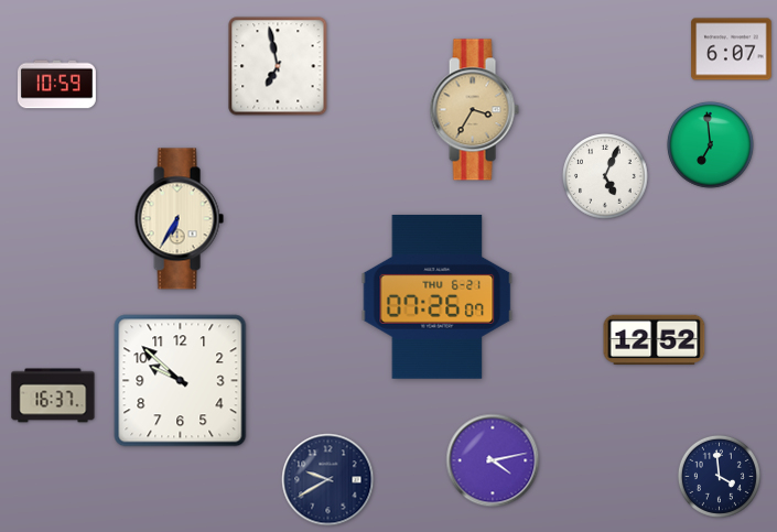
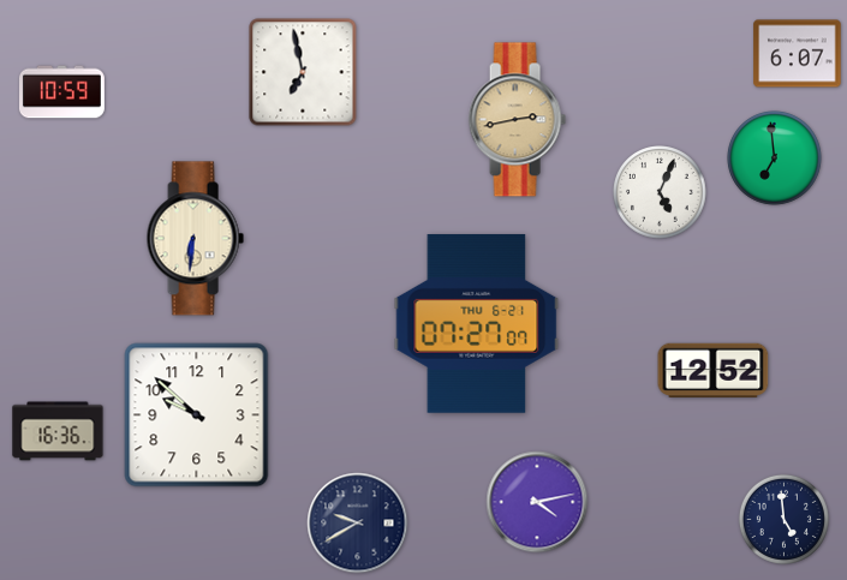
clock at (474, 110): 3:35 -> 2:43
clock at (179, 219): 6:35 -> 6:31
clock at (438, 296): 07:26 -> 07:27
clock at (53, 395): 16:37 -> 16:36
clock at (719, 476): 3:59 -> 4:59
